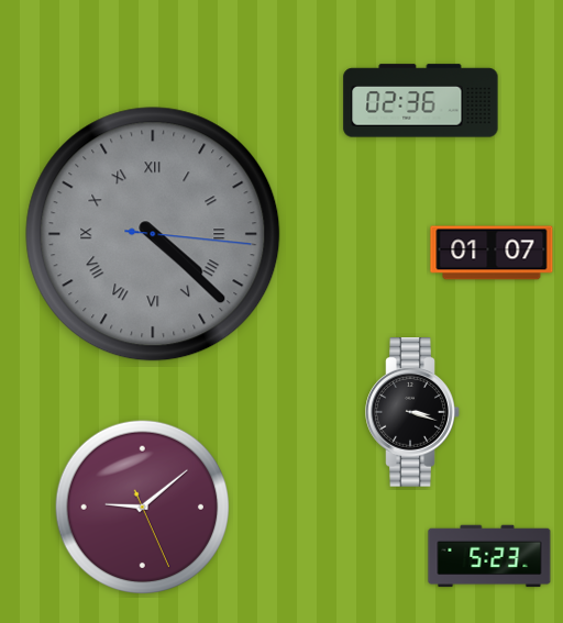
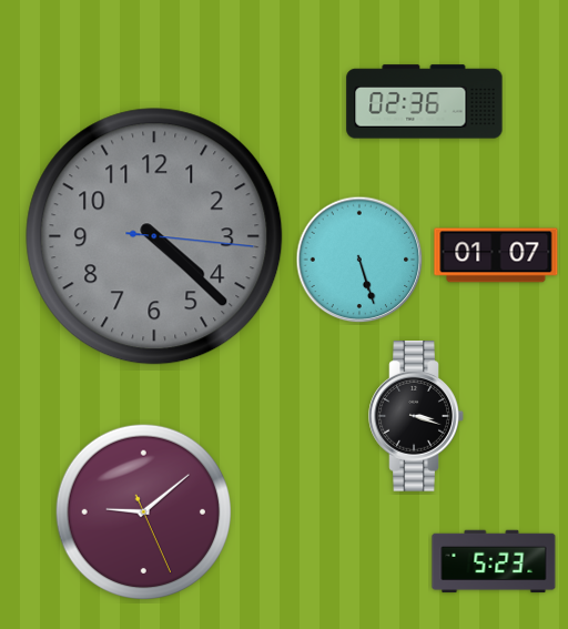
clock at (153, 234) numerals: Roman -> Arabic
clock at (359, 260): none -> 5:27
